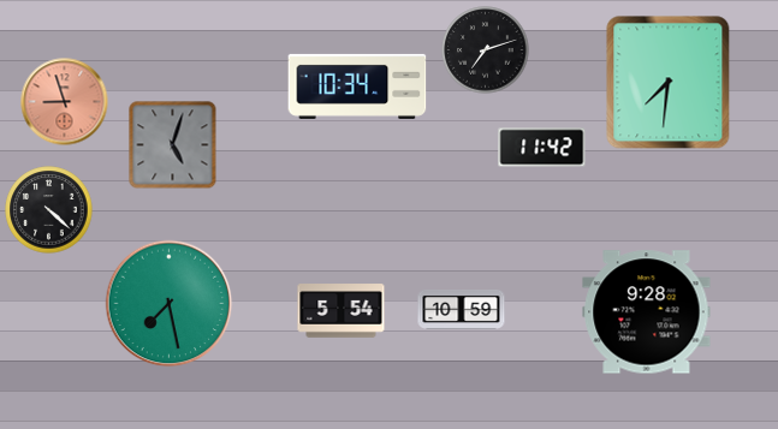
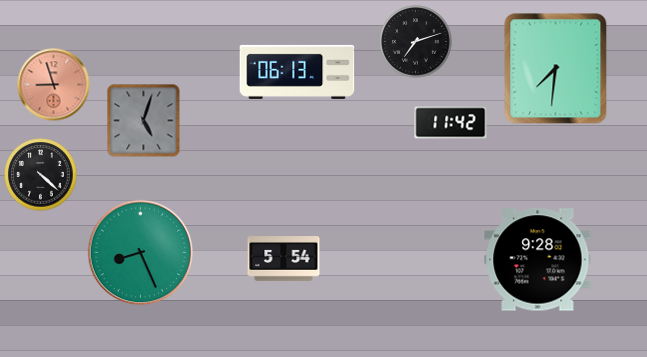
clock at (486, 50) position: (486, 50) -> (416, 42)
clock at (357, 87): 10:34 -> 06:13
clock at (170, 304): 7:28 -> 8:26
clock at (462, 309): 10:59 -> none
